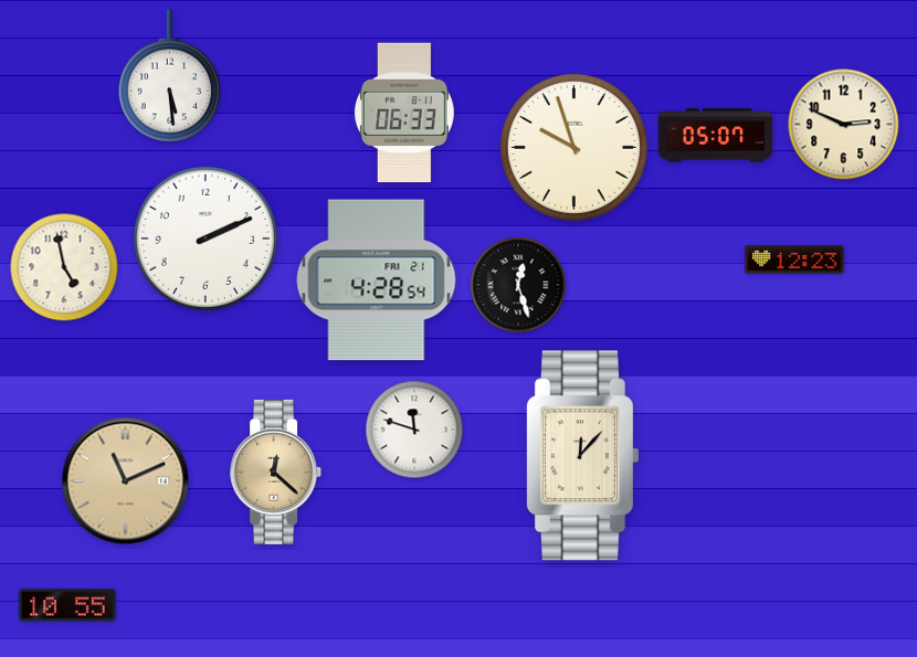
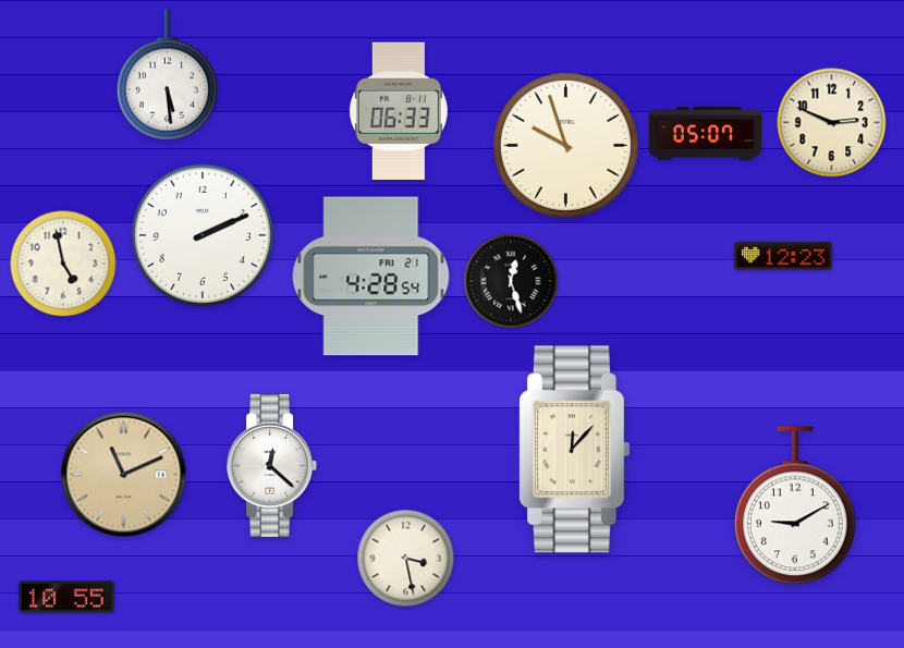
clock at (414, 430): 11:48 -> none
clock at (276, 471) dial: champagne -> white
clock at (795, 505): none -> 9:10
clock at (406, 559): none -> 3:28
